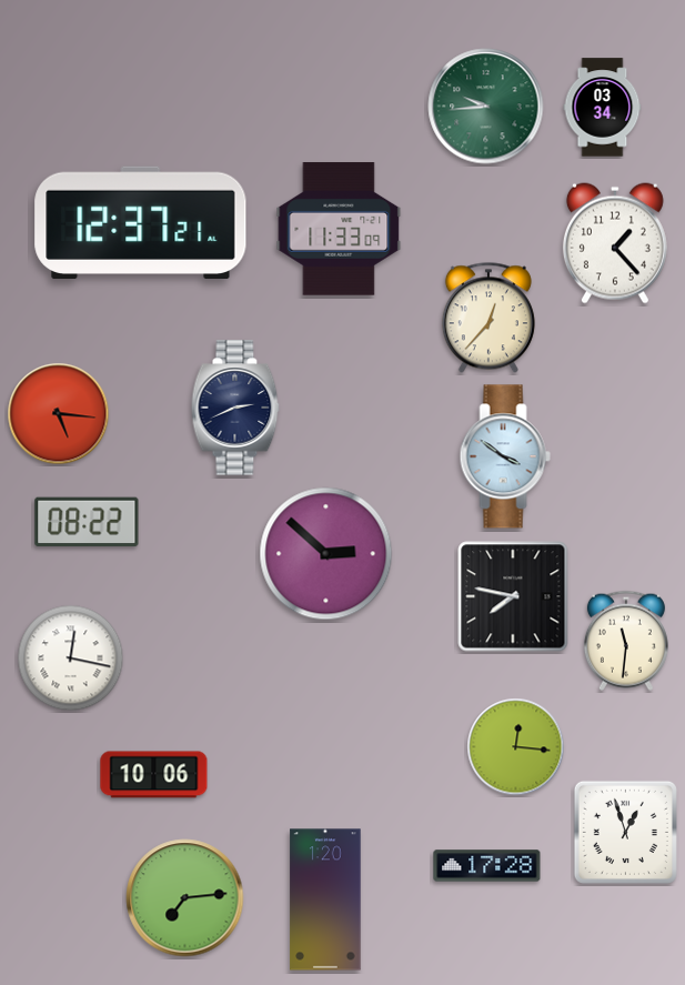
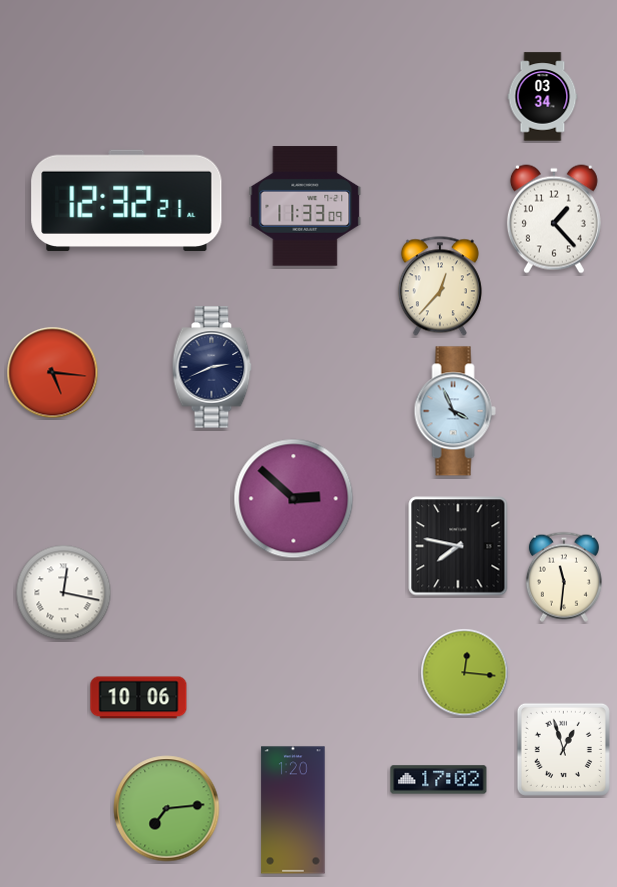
clock at (486, 107): 9:44 -> none
clock at (141, 223): 12:37 -> 12:32
clock at (505, 456): 3:51 -> 3:56
clock at (87, 522): 08:22 -> none
clock at (513, 596) position: (513, 596) -> (458, 546)
clock at (487, 866): 17:28 -> 17:02
